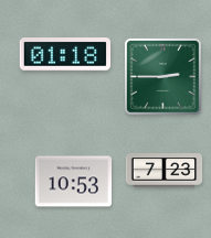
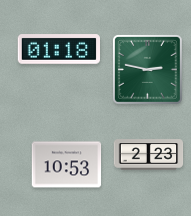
clock at (163, 77): 2:45 -> 2:47
clock at (165, 171): 7:23 -> 2:23
